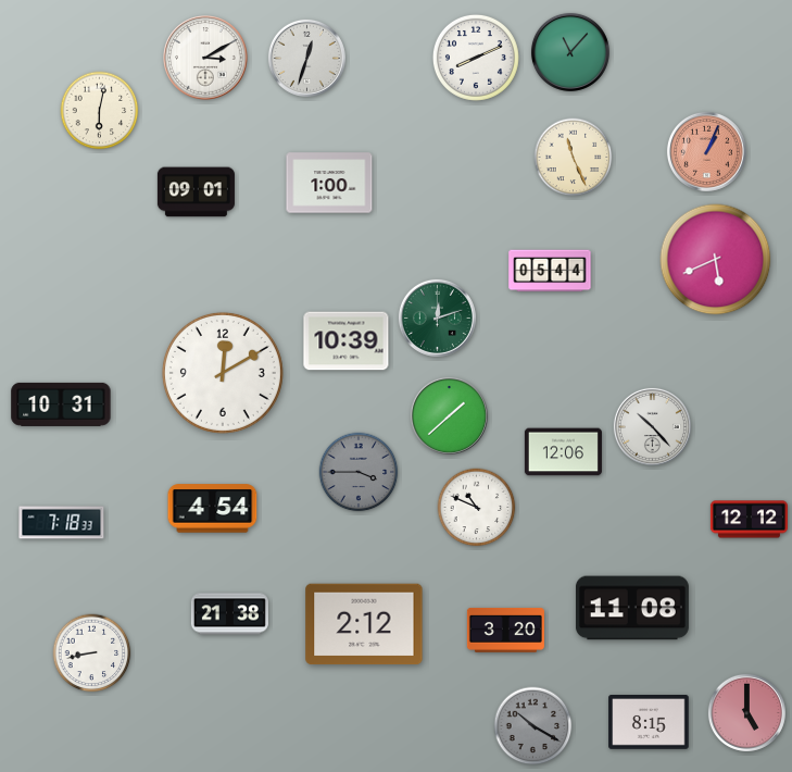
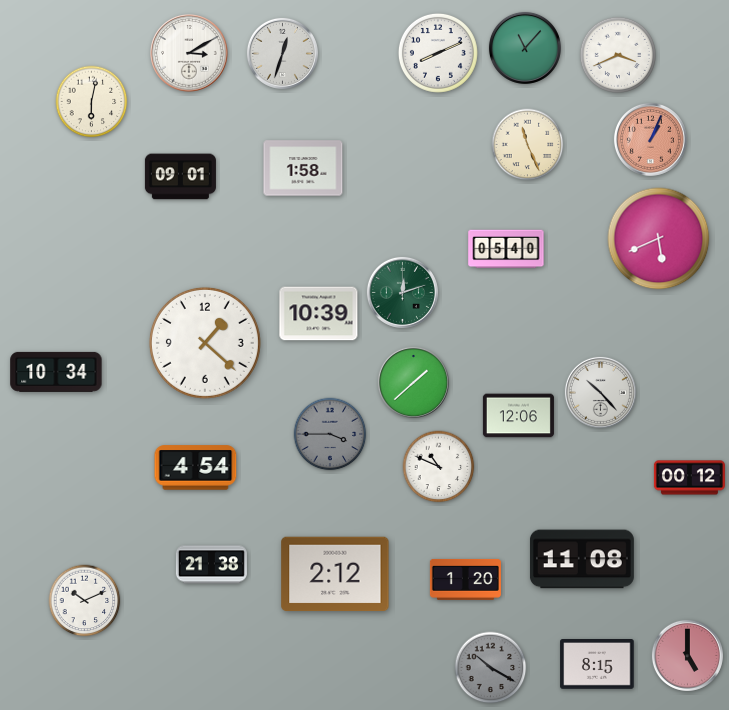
clock at (617, 54): none -> 3:41
clock at (329, 183): 1:00 -> 1:58
clock at (550, 271): 05:44 -> 05:40
clock at (223, 373): 12:10 -> 1:22
clock at (61, 404): 10:31 -> 10:34
clock at (749, 520): 12:12 -> 00:12
clock at (62, 523): 7:18 -> none
clock at (505, 630): 3:20 -> 1:20
clock at (92, 653): 8:43 -> 10:11
